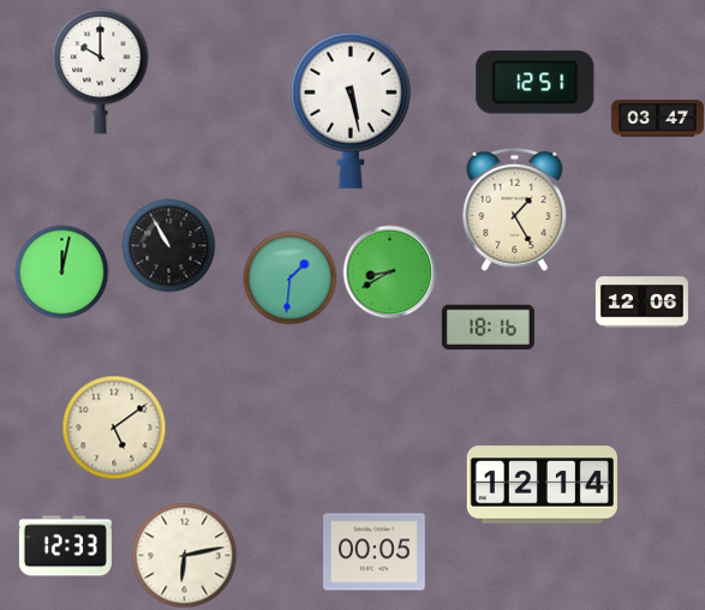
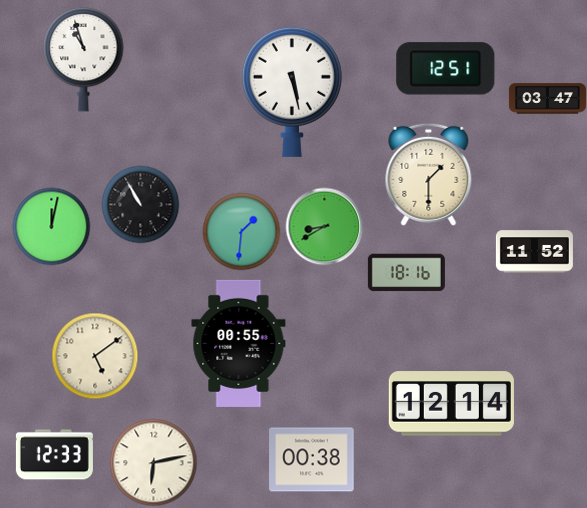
clock at (101, 71): 10:00 -> 10:57
clock at (515, 209): 1:25 -> 1:30
clock at (641, 303): 12:06 -> 11:52
clock at (239, 343): none -> 00:55
clock at (375, 552): 00:05 -> 00:38
